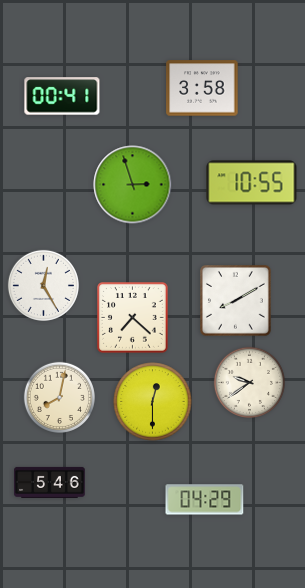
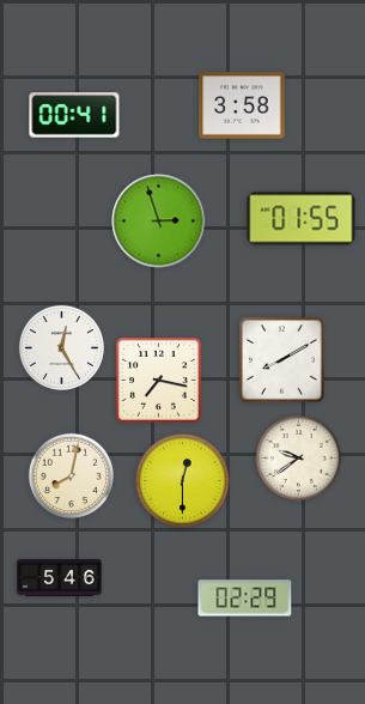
clock at (252, 183): 10:55 -> 01:55
clock at (43, 285) position: (43, 285) -> (61, 347)
clock at (133, 318): 7:22 -> 7:17
clock at (205, 500): 04:29 -> 02:29
